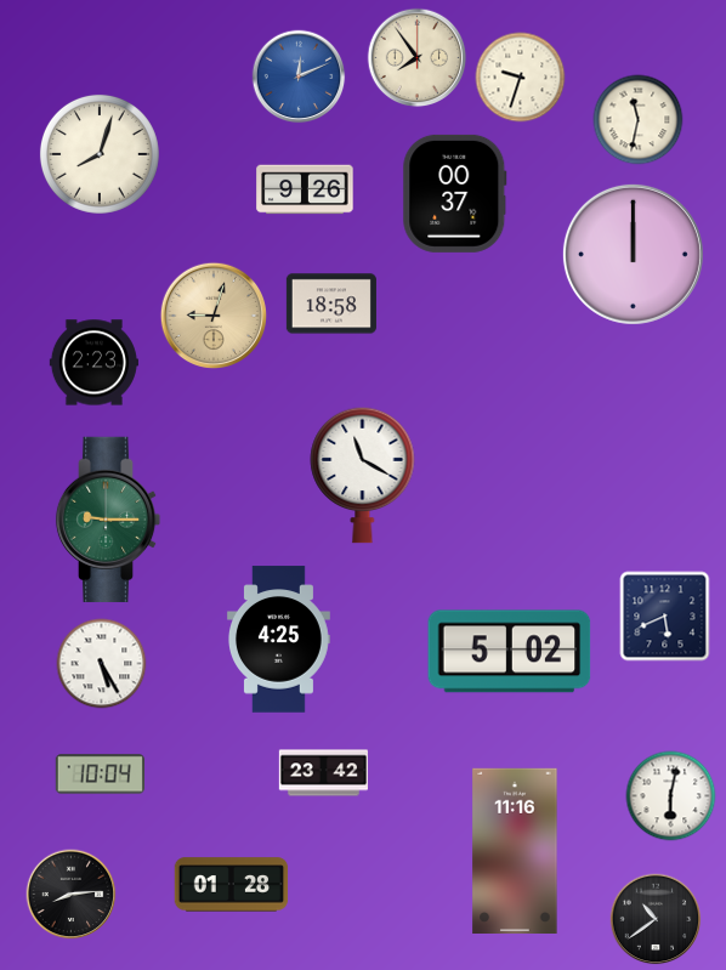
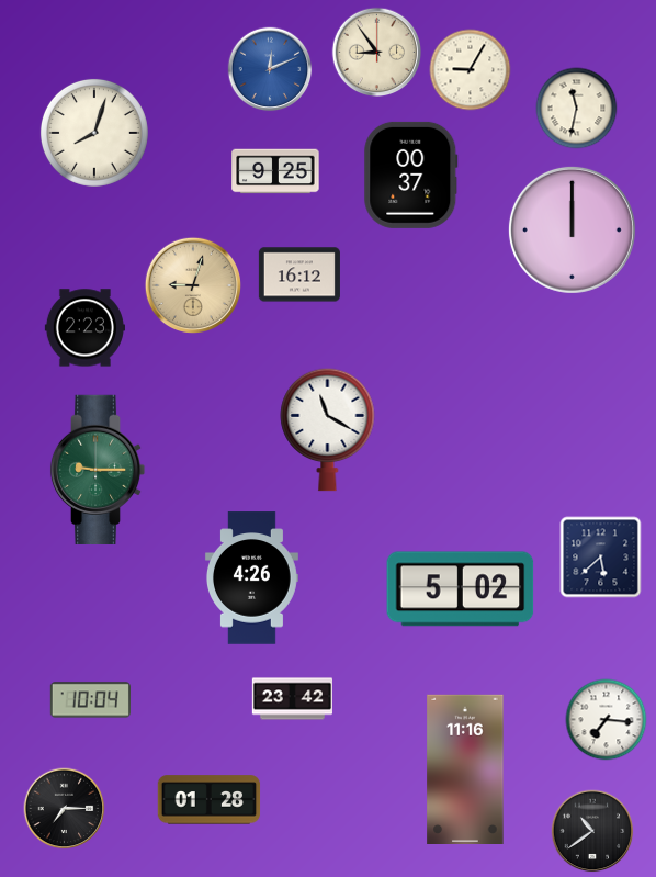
clock at (418, 58): 7:54 -> 8:54
clock at (521, 78): 9:33 -> 9:05
clock at (100, 154) position: (100, 154) -> (94, 133)
clock at (305, 189): 9:26 -> 9:25
clock at (331, 304): 18:58 -> 16:12
clock at (665, 617): 5:41 -> 5:38
clock at (278, 640): 4:25 -> 4:26
clock at (102, 664): 5:25 -> none
clock at (671, 796): 6:02 -> 7:16
clock at (72, 895): 8:14 -> 7:15
